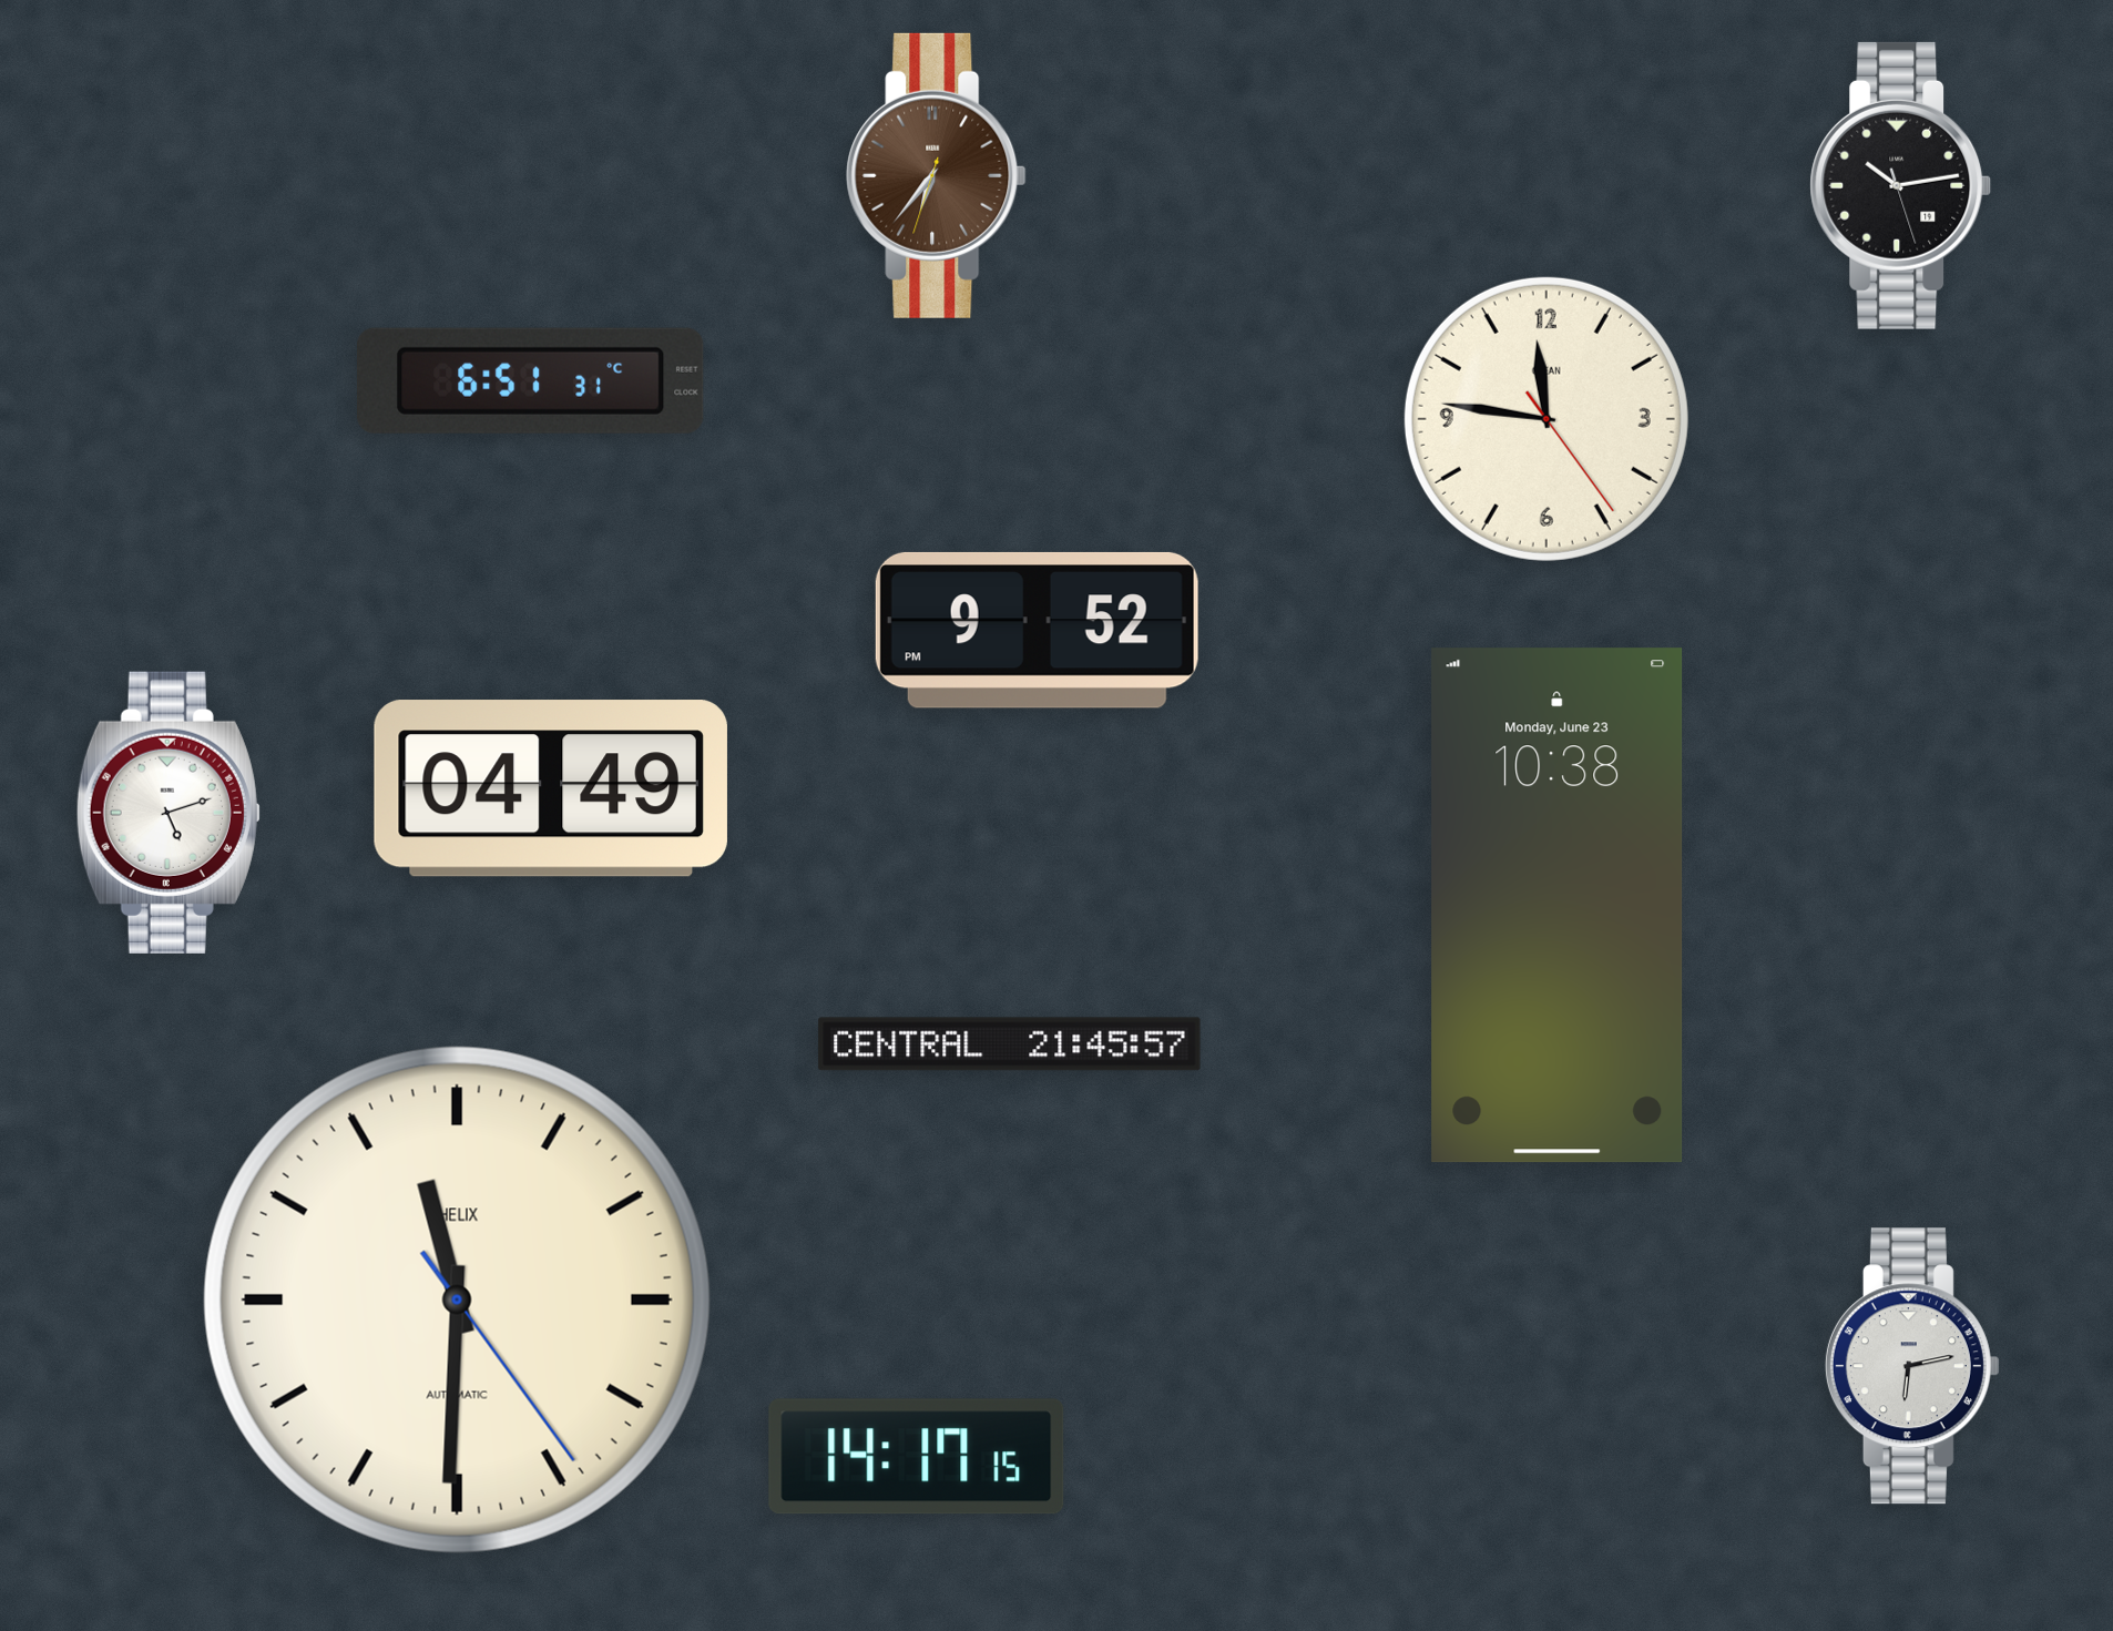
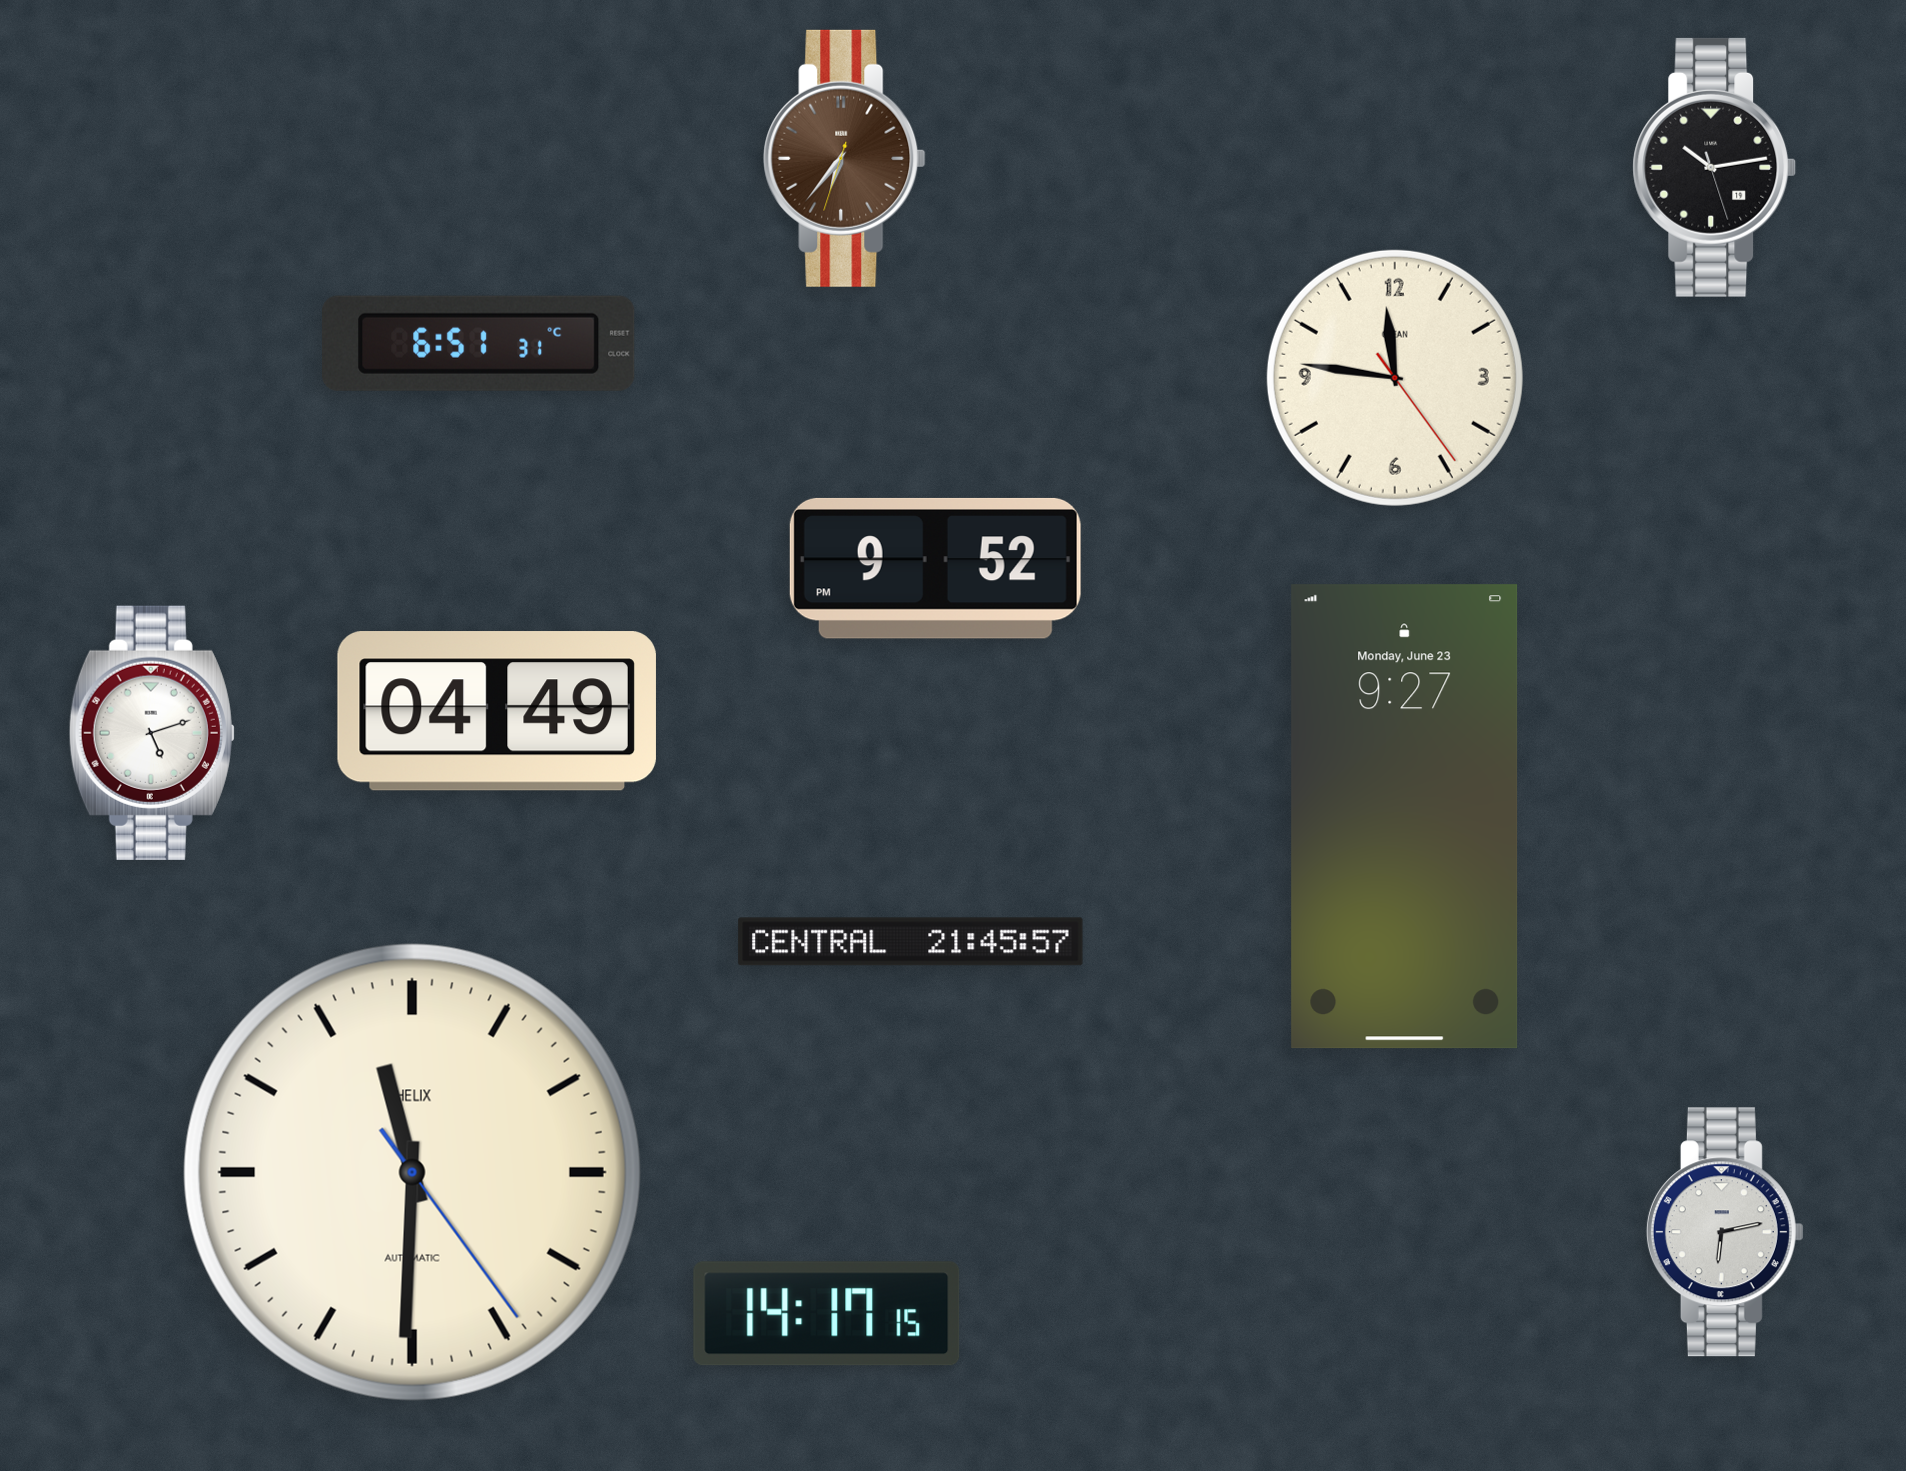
clock at (1558, 906): 10:38 -> 9:27
